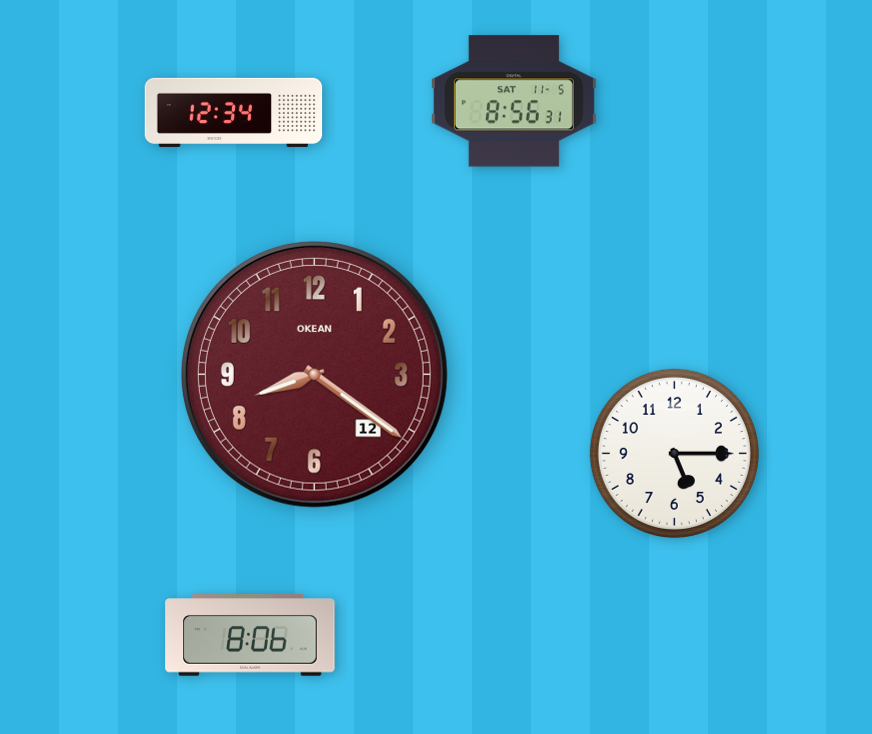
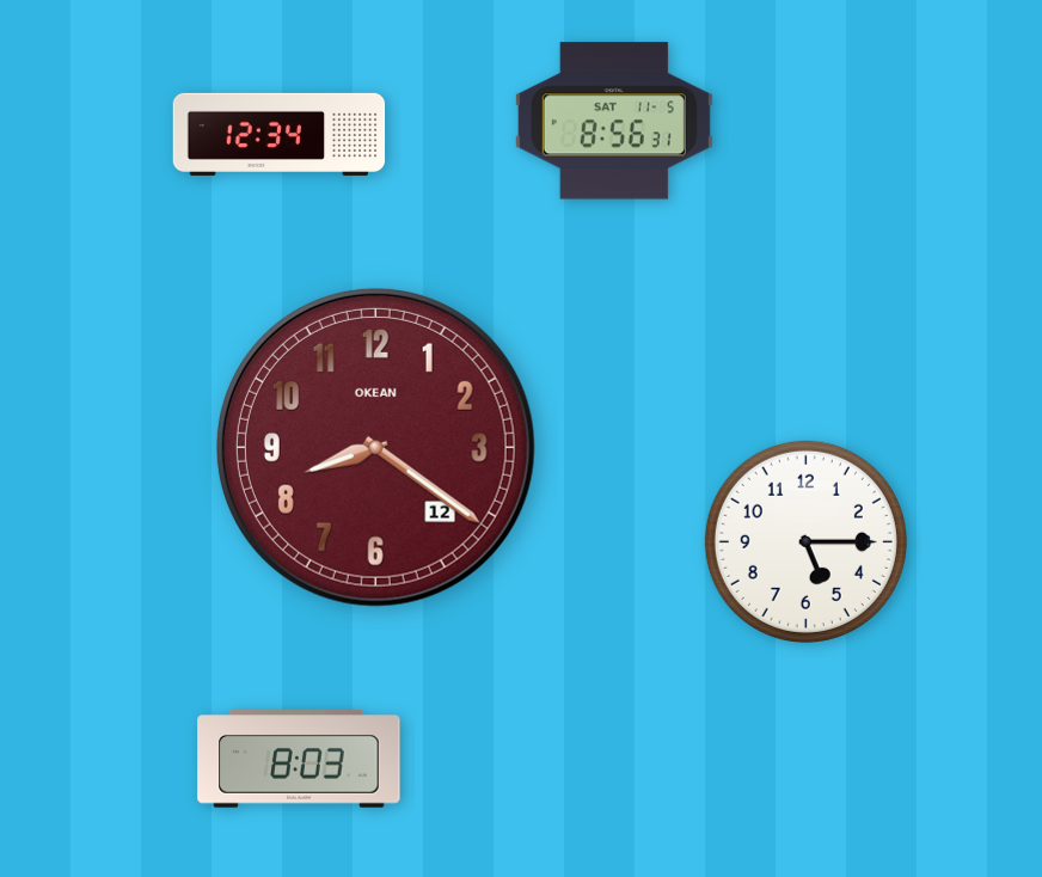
clock at (250, 635): 8:06 -> 8:03
